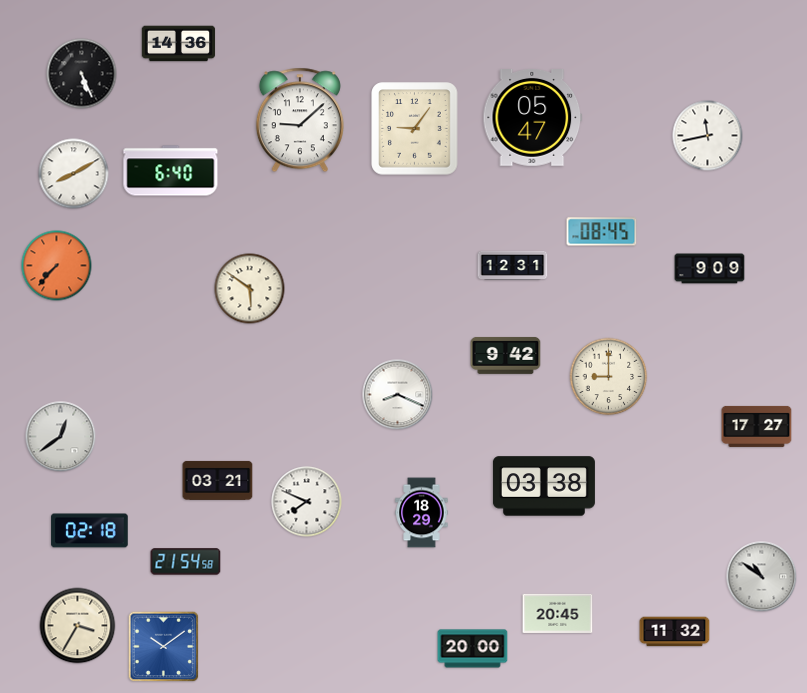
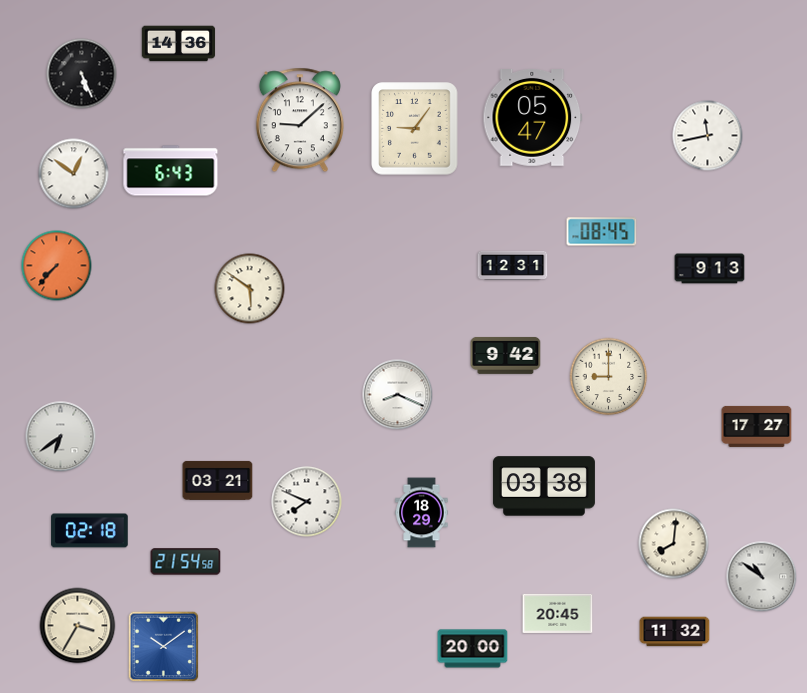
clock at (171, 171): 6:40 -> 6:43
clock at (74, 174): 8:10 -> 12:51
clock at (710, 269): 9:09 -> 9:13
clock at (61, 437): 12:39 -> 6:39
clock at (674, 544): none -> 8:01
